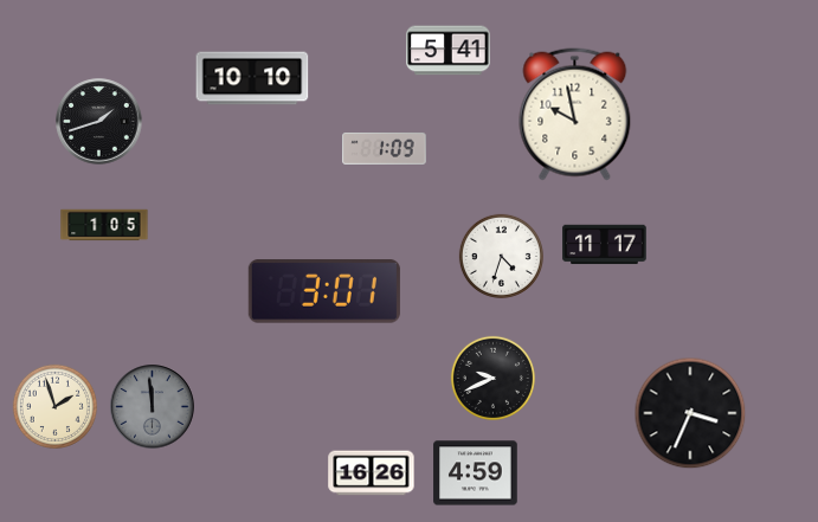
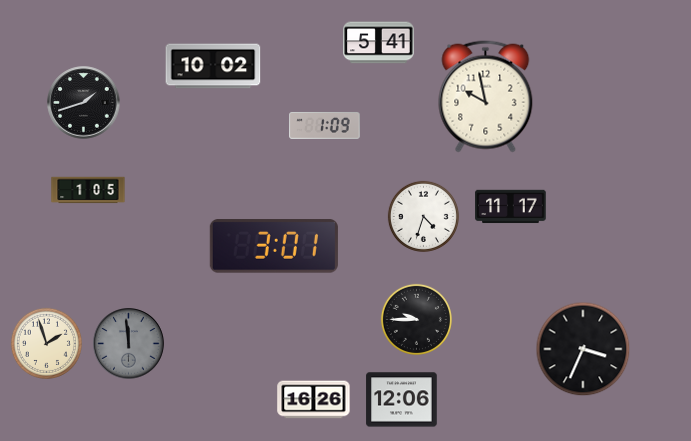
clock at (252, 78): 10:10 -> 10:02
clock at (492, 378): 9:41 -> 9:45
clock at (476, 473): 4:59 -> 12:06
